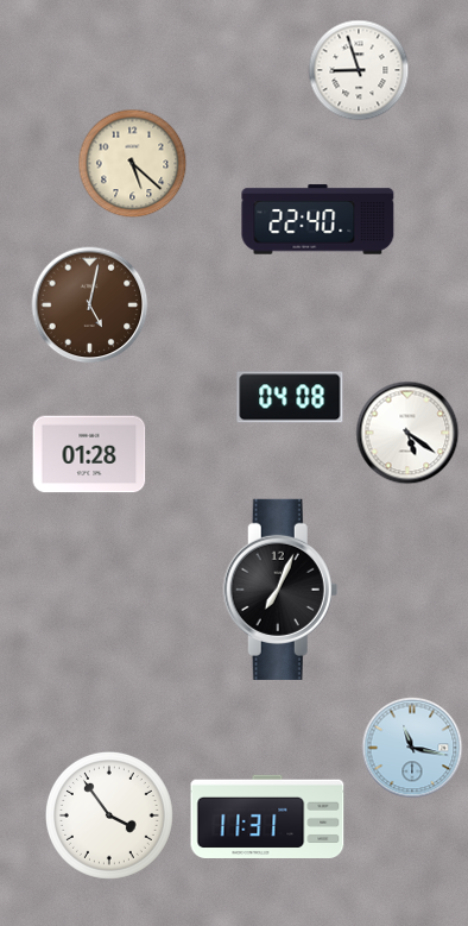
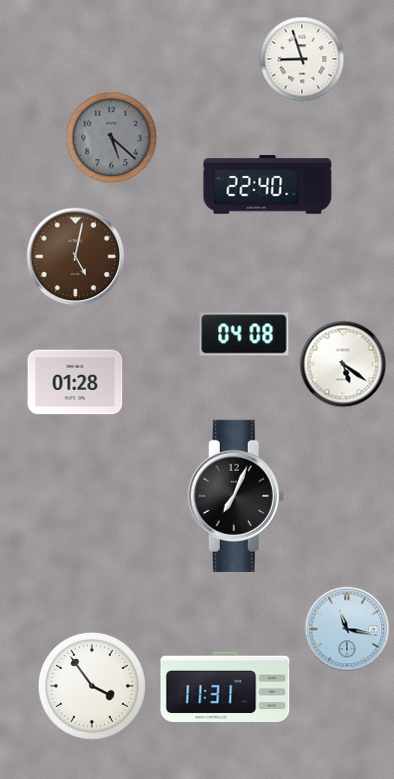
clock at (133, 164) dial: cream -> grey
